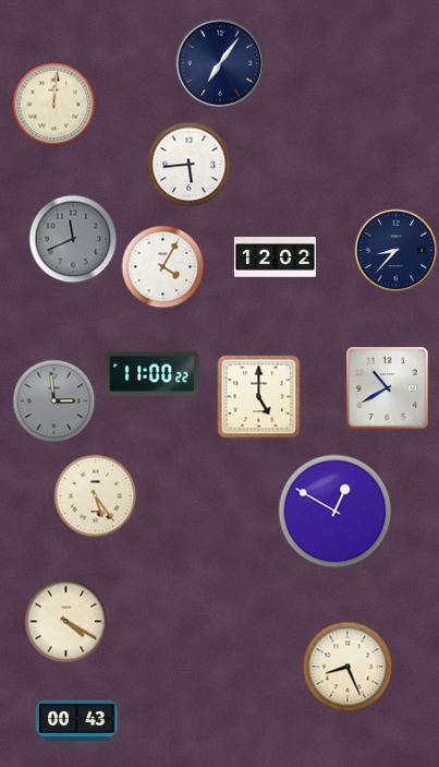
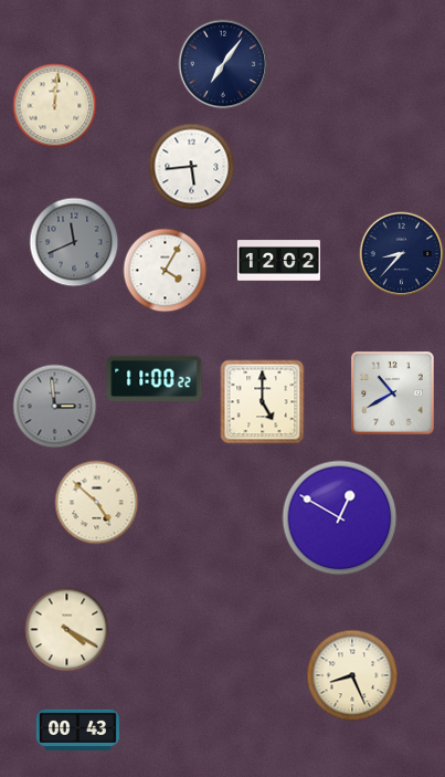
clock at (96, 496): 5:24 -> 4:52
